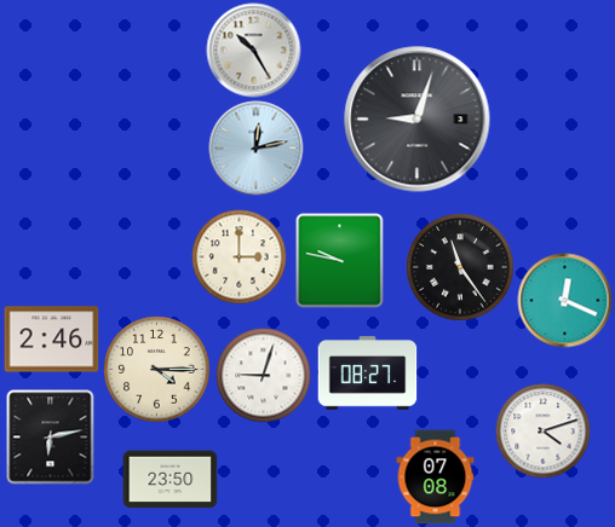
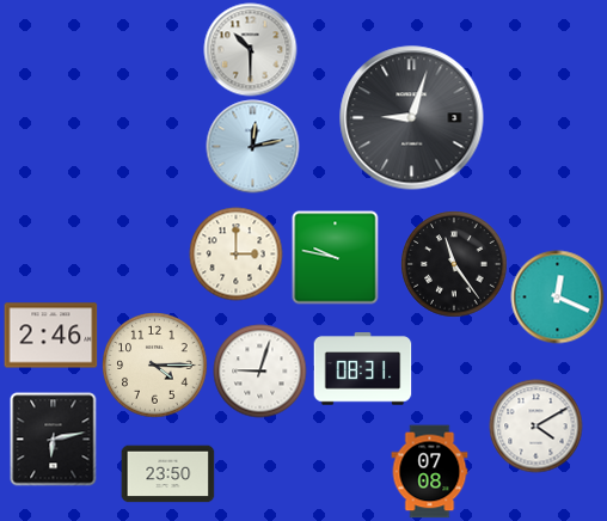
clock at (253, 50): 10:25 -> 10:30
clock at (367, 373): 08:27 -> 08:31
clock at (542, 430): 4:12 -> 4:10
clock at (51, 436) position: (51, 436) -> (54, 439)
